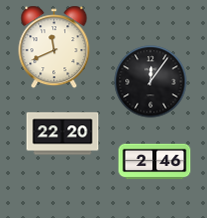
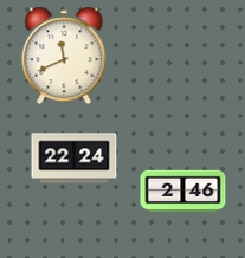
clock at (151, 82): 12:06 -> none
clock at (63, 134): 22:20 -> 22:24
